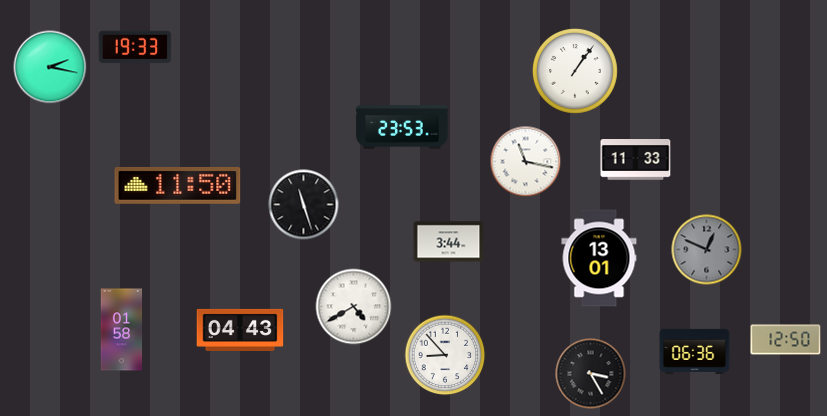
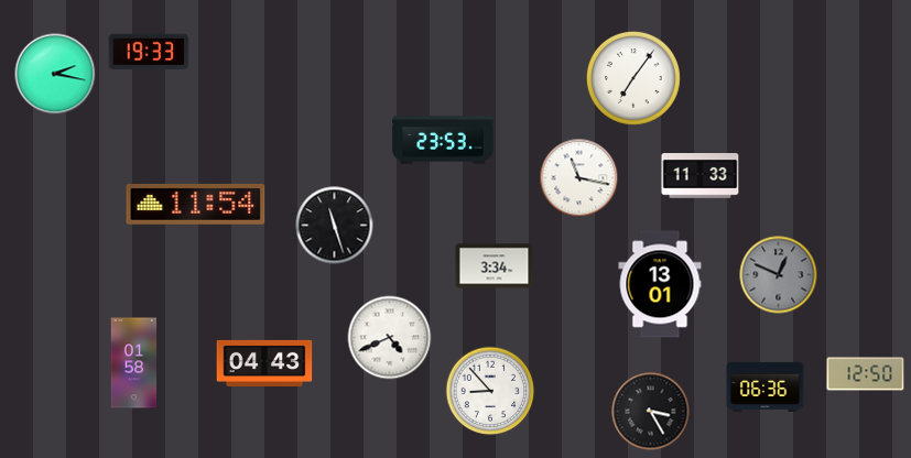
clock at (575, 71): 1:06 -> 7:06
clock at (178, 185): 11:50 -> 11:54
clock at (449, 242): 3:44 -> 3:34
clock at (354, 307): 4:40 -> 4:41
